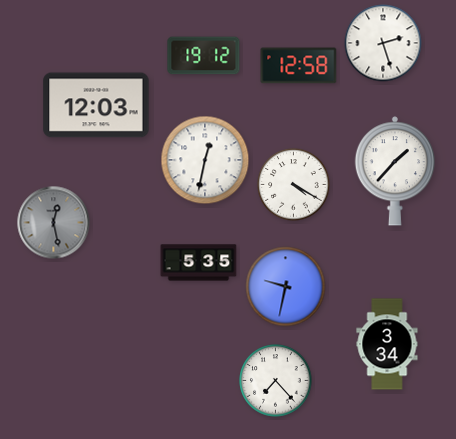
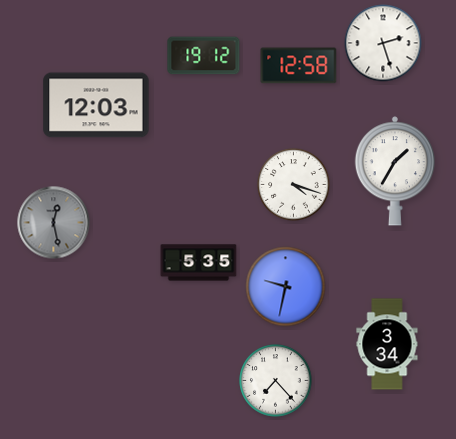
clock at (205, 160): 12:32 -> none
clock at (395, 171): 1:37 -> 1:35
clock at (294, 185): 4:20 -> 4:18
